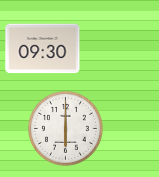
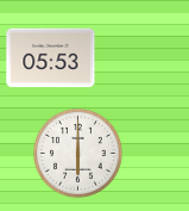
clock at (43, 49): 09:30 -> 05:53
